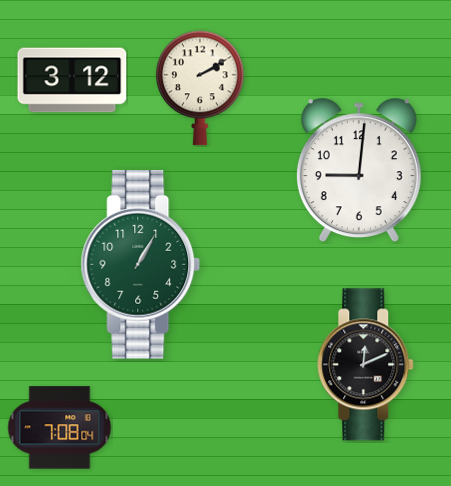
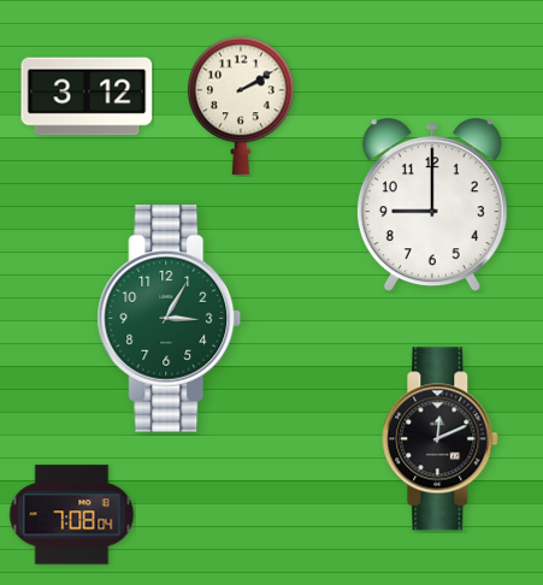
clock at (359, 170): 9:01 -> 9:00
clock at (141, 265): 1:05 -> 3:05
